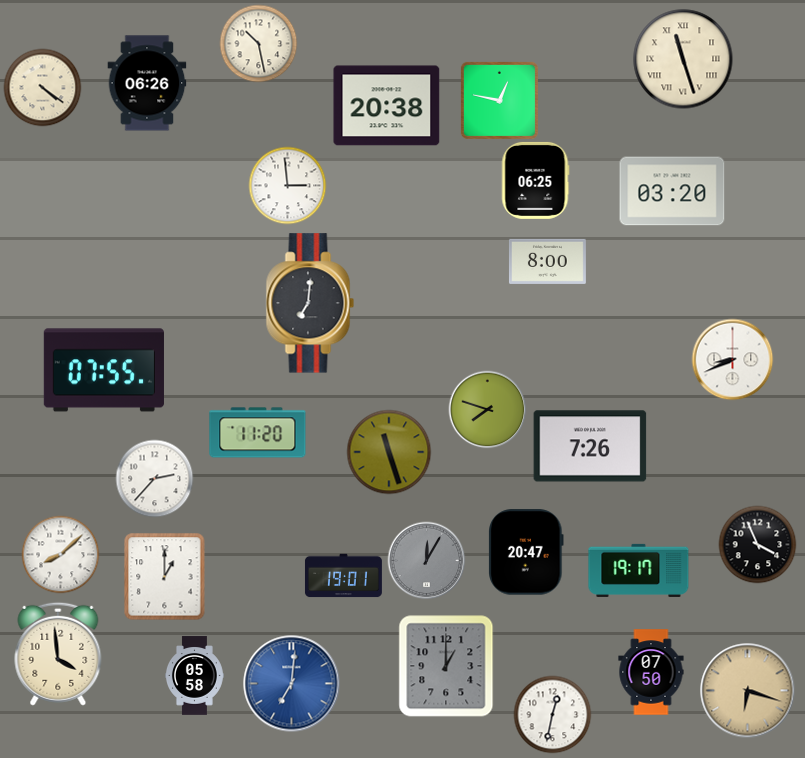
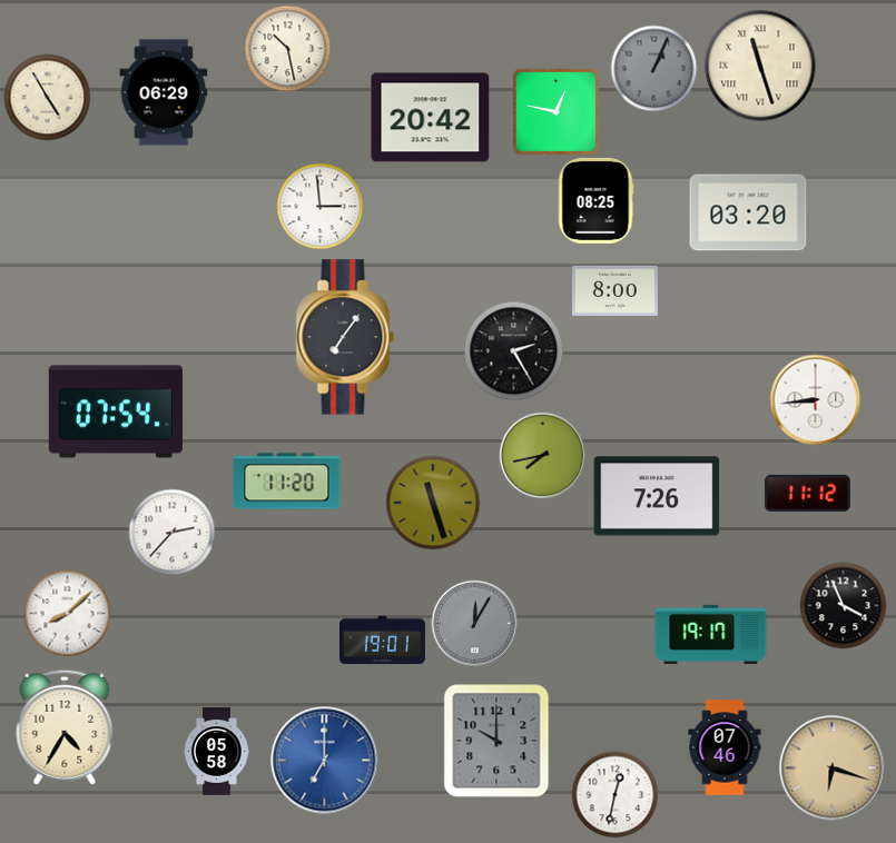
clock at (653, 68): none -> 1:04
clock at (147, 83): 06:26 -> 06:29
clock at (42, 87): 4:21 -> 4:55
clock at (387, 106): 20:38 -> 20:42
clock at (535, 180): 06:25 -> 08:25
clock at (547, 261) position: (547, 261) -> (614, 290)
clock at (310, 303): 7:01 -> 7:06
clock at (513, 350): none -> 2:25
clock at (732, 359): 8:41 -> 8:44
clock at (104, 370): 07:55 -> 07:54
clock at (487, 409): 7:48 -> 7:43
clock at (807, 493): none -> 11:12
clock at (526, 552): 20:47 -> none
clock at (60, 554) position: (60, 554) -> (67, 613)
clock at (165, 576): 1:00 -> none
clock at (58, 654): 3:59 -> 4:35
clock at (446, 666): 1:00 -> 10:00
clock at (651, 672): 07:50 -> 07:46
clock at (292, 684): 7:01 -> 7:00
